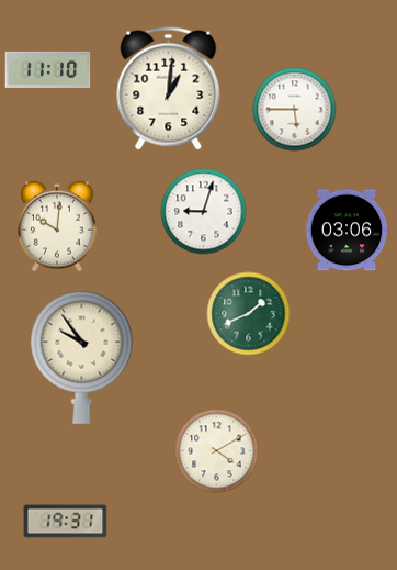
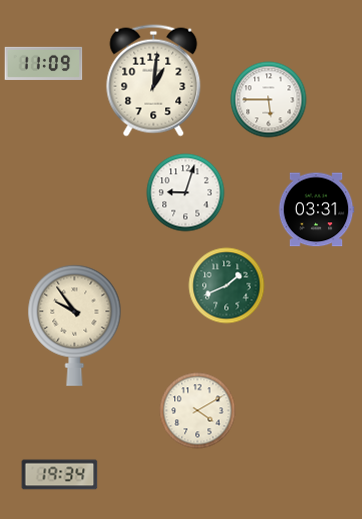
clock at (48, 69): 11:10 -> 11:09
clock at (57, 226): 10:01 -> none
clock at (347, 231): 03:06 -> 03:31
clock at (66, 522): 19:31 -> 19:34
